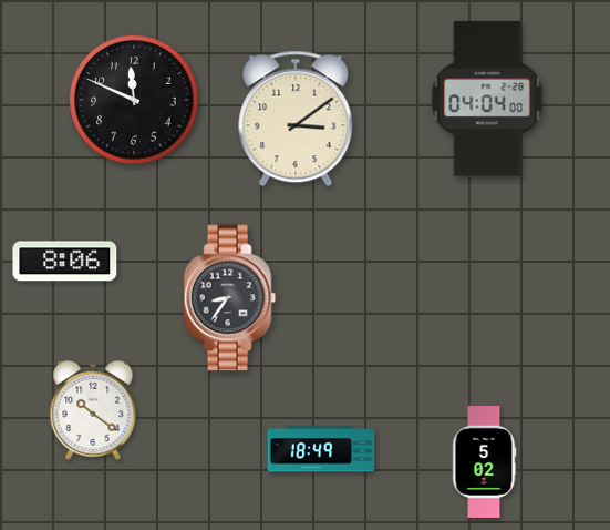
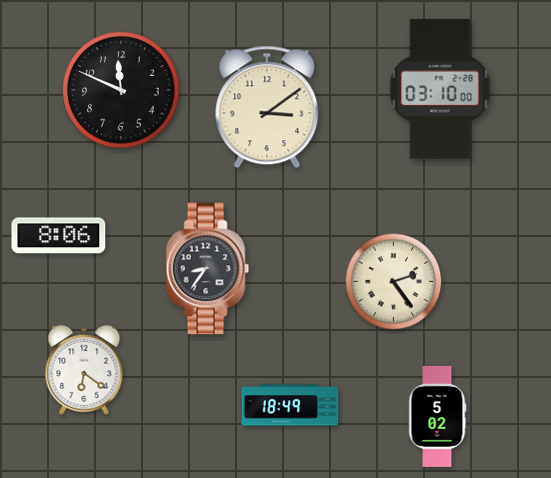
clock at (487, 99): 04:04 -> 03:10
clock at (394, 282): none -> 2:24
clock at (93, 410): 10:21 -> 6:21
